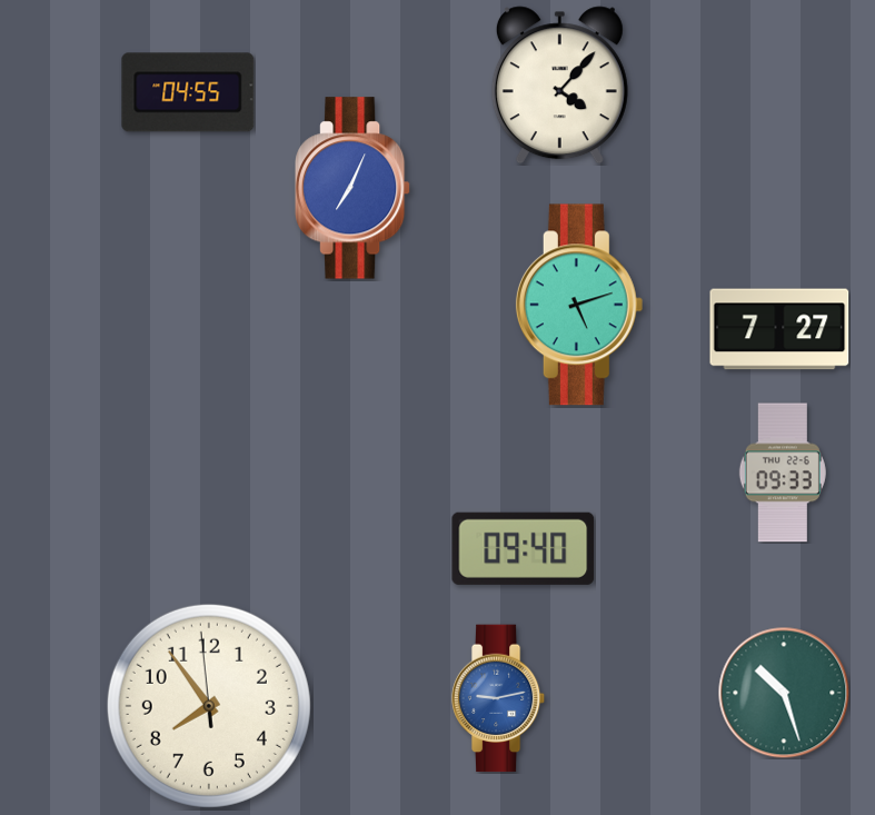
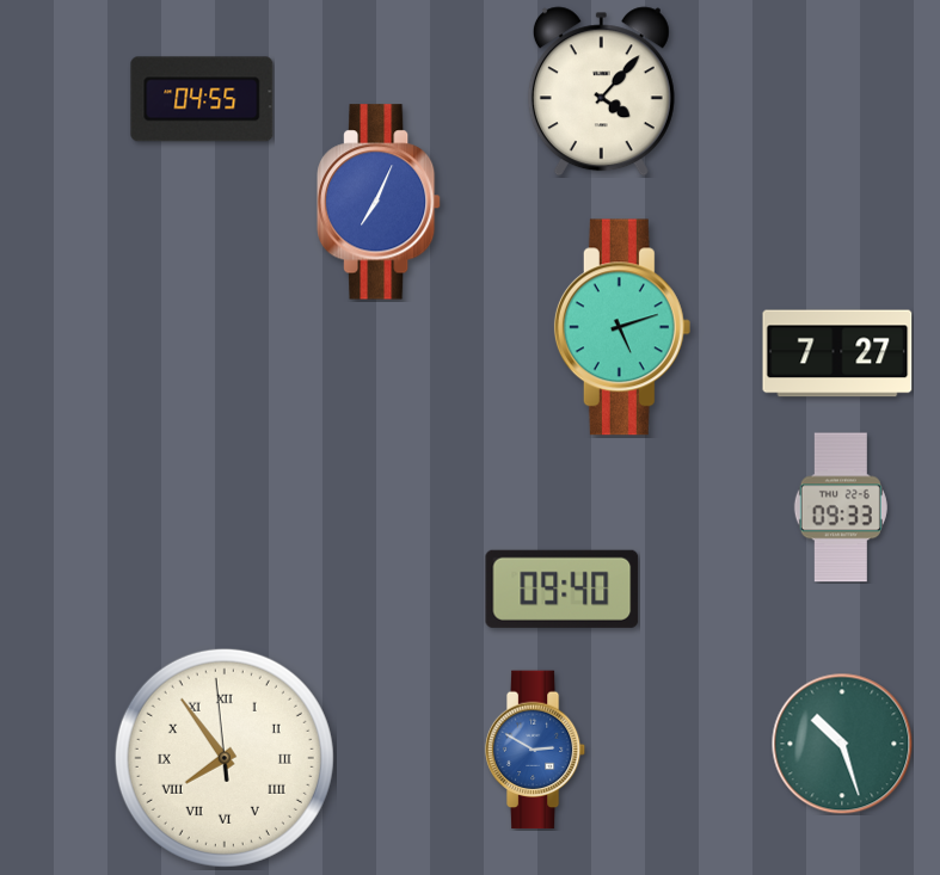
clock at (498, 698): 9:13 -> 2:50
clock at (209, 706) numerals: Arabic -> Roman
